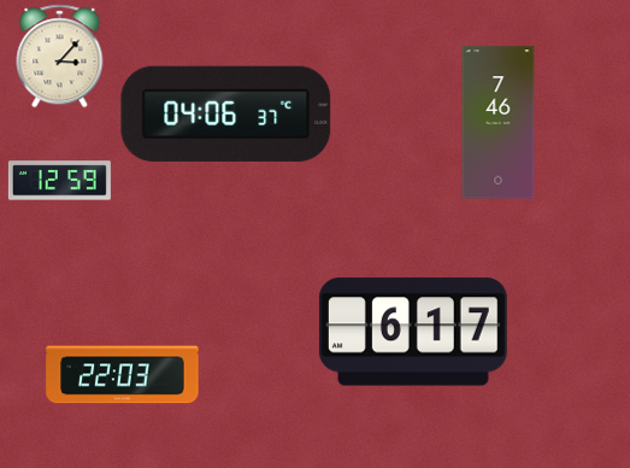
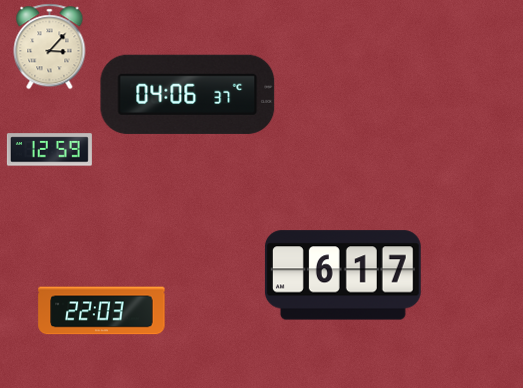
clock at (499, 123): 7:46 -> none
